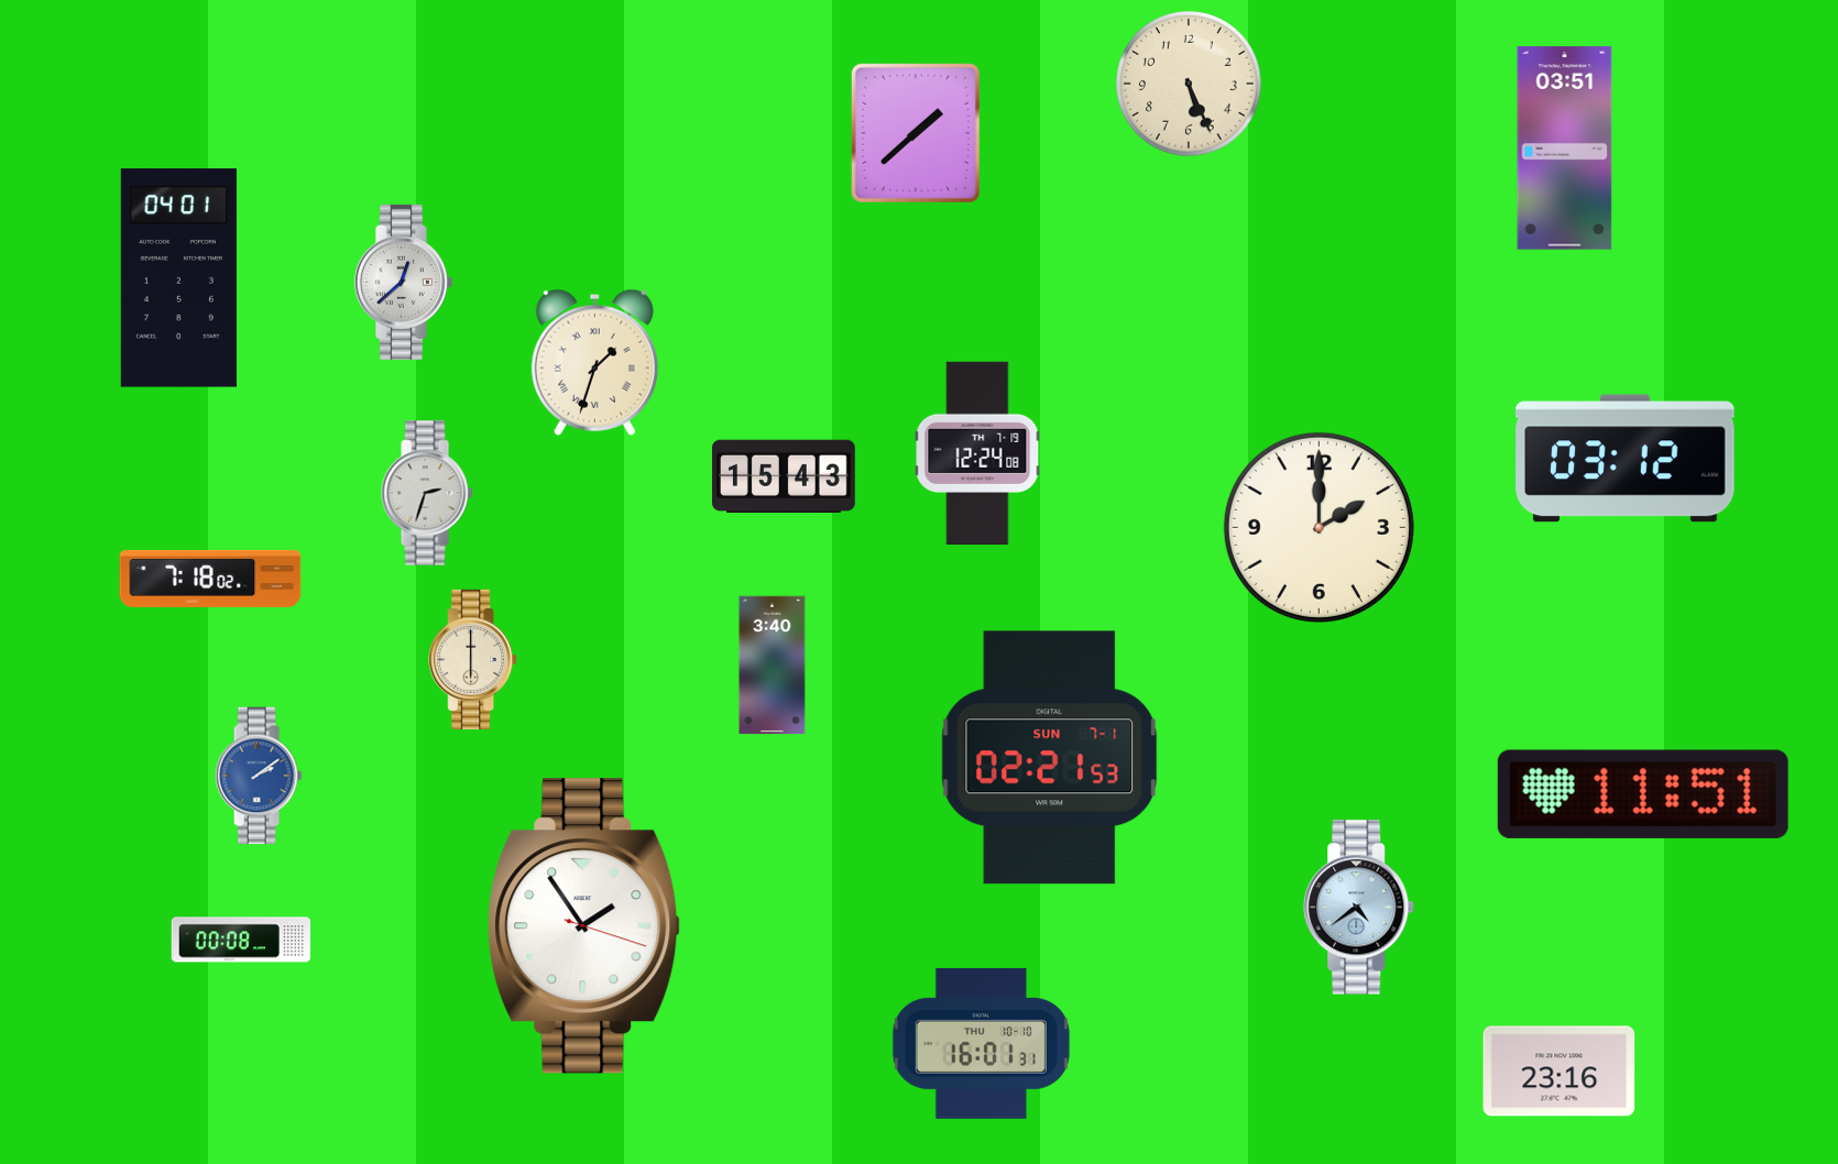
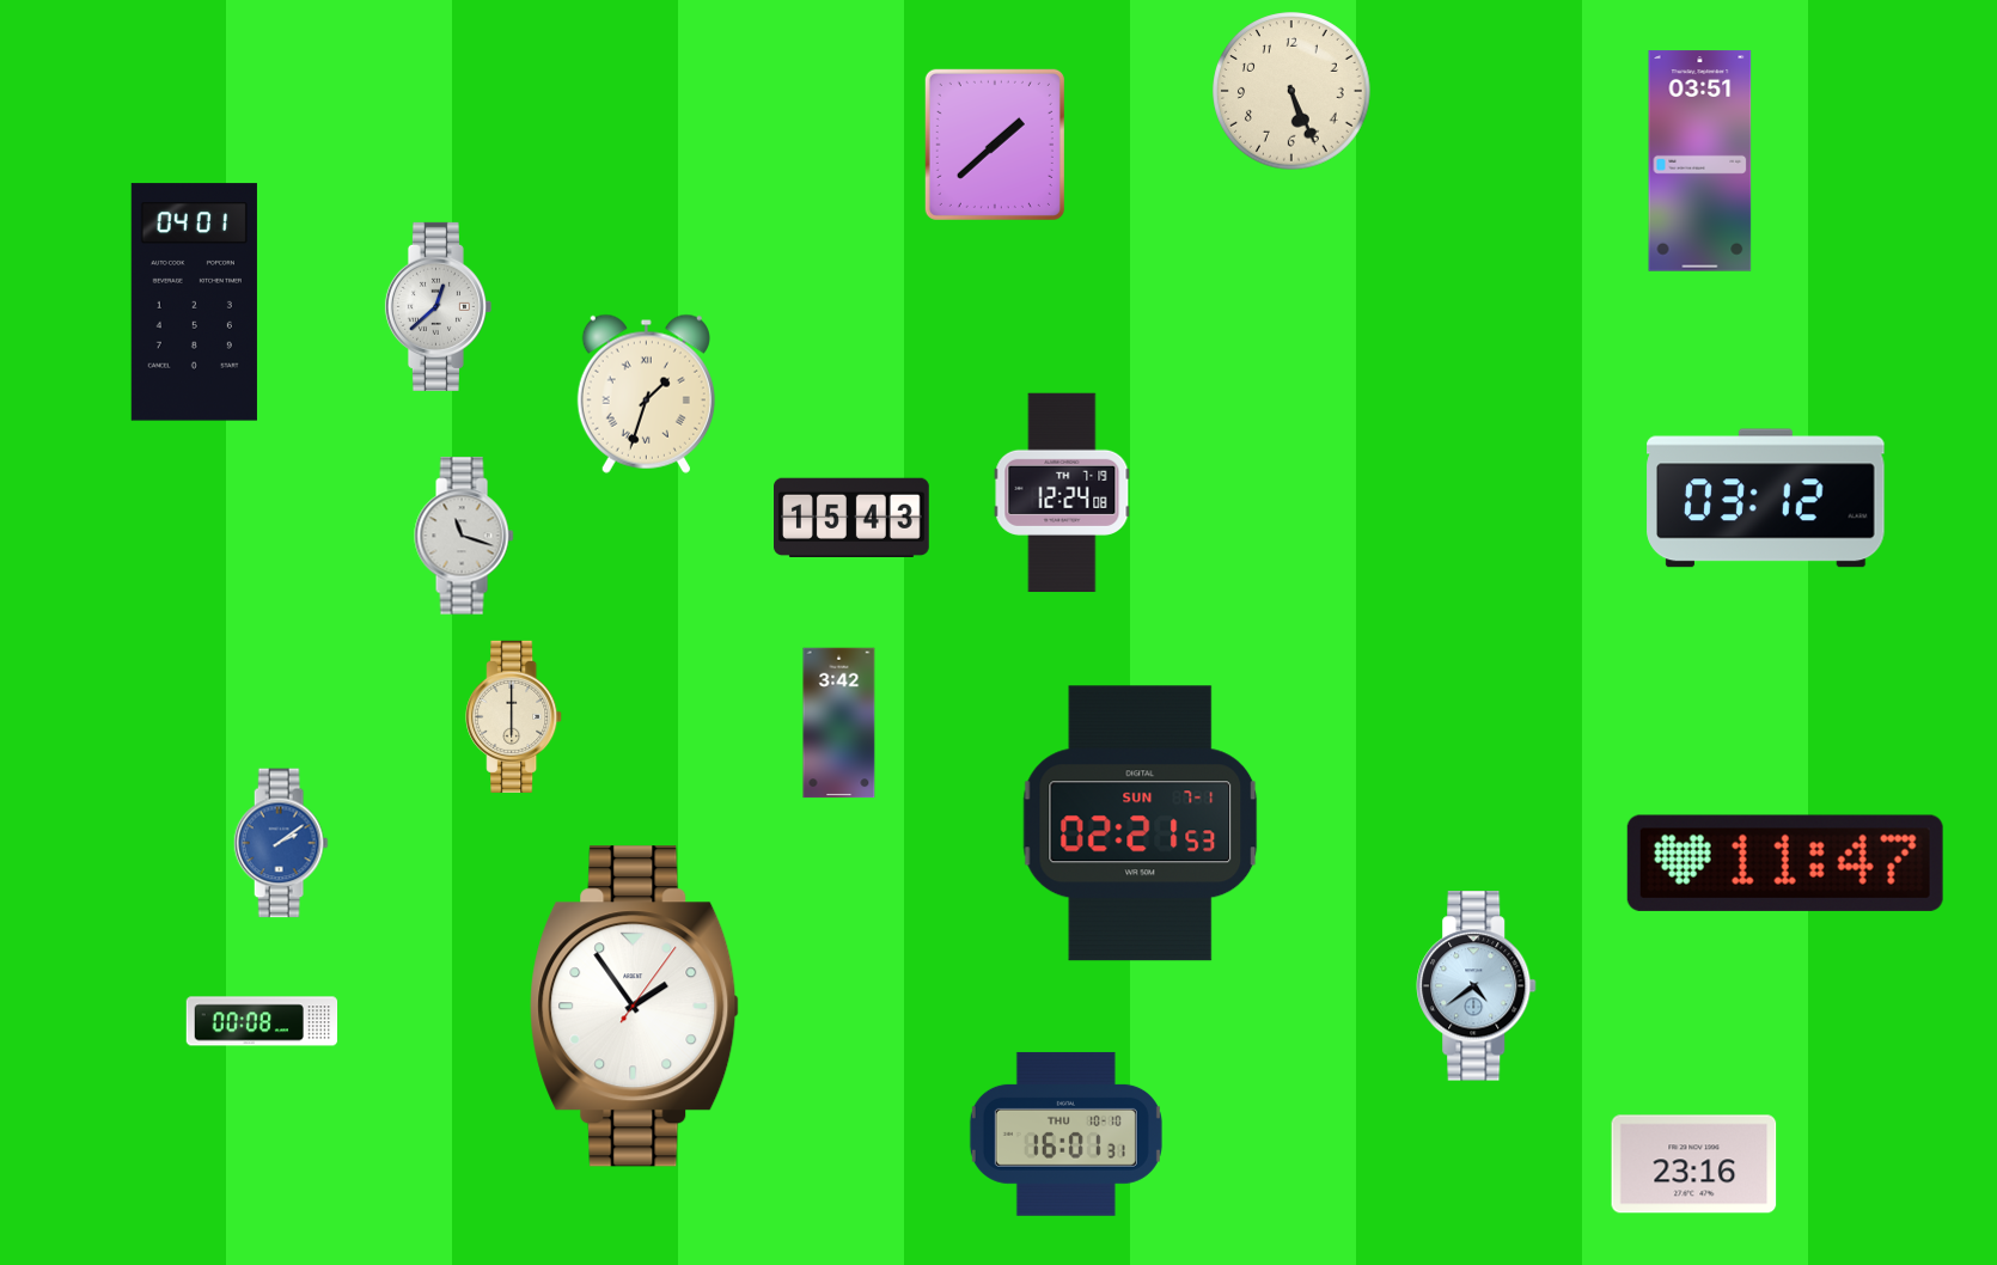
clock at (427, 493): 2:33 -> 11:18
clock at (1319, 527): 2:00 -> none
clock at (210, 579): 7:18 -> none
clock at (773, 666): 3:40 -> 3:42
clock at (1643, 794): 11:51 -> 11:47
clock at (584, 926): 1:54:18 -> 1:54:06
